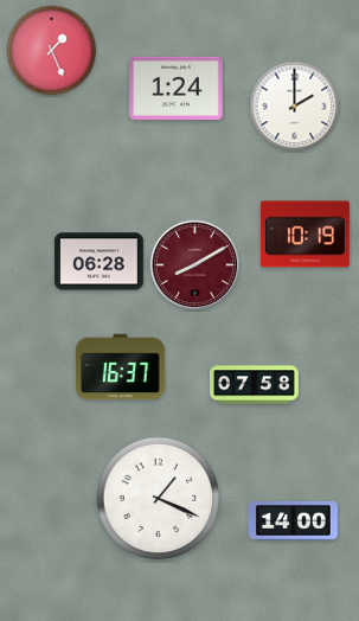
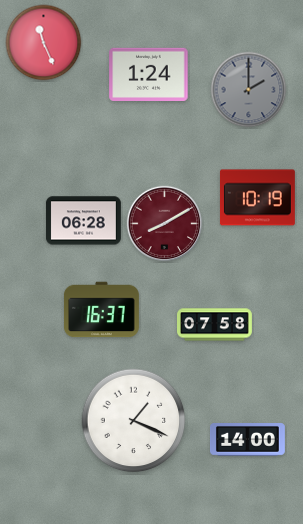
clock at (52, 51): 1:26 -> 11:26
clock at (295, 107) dial: white -> grey
